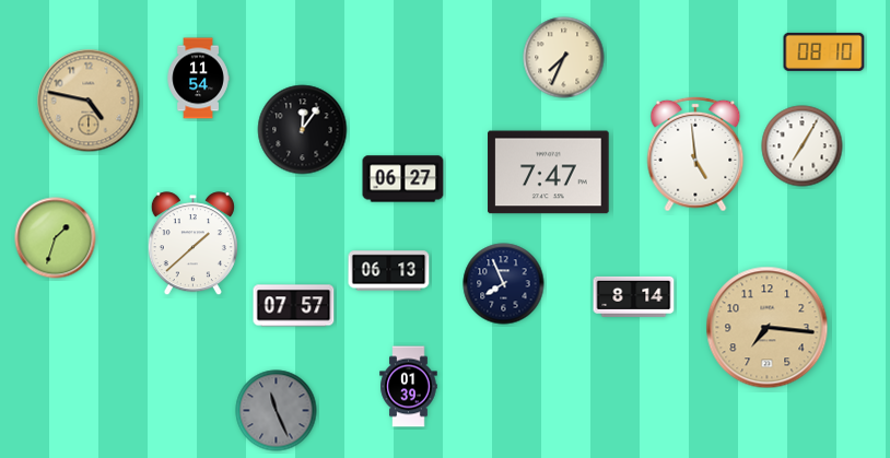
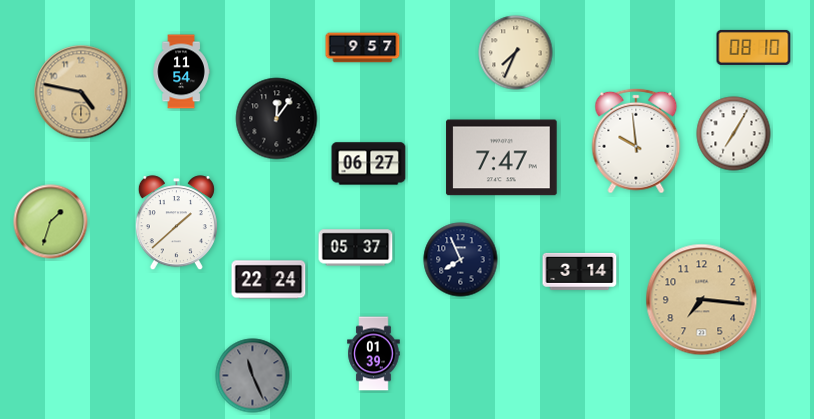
clock at (363, 48): none -> 9:57
clock at (695, 154): 4:59 -> 9:59
clock at (56, 238) position: (56, 238) -> (51, 222)
clock at (389, 271): 06:13 -> 05:37
clock at (634, 296): 8:14 -> 3:14
clock at (294, 306): 07:57 -> 22:24
